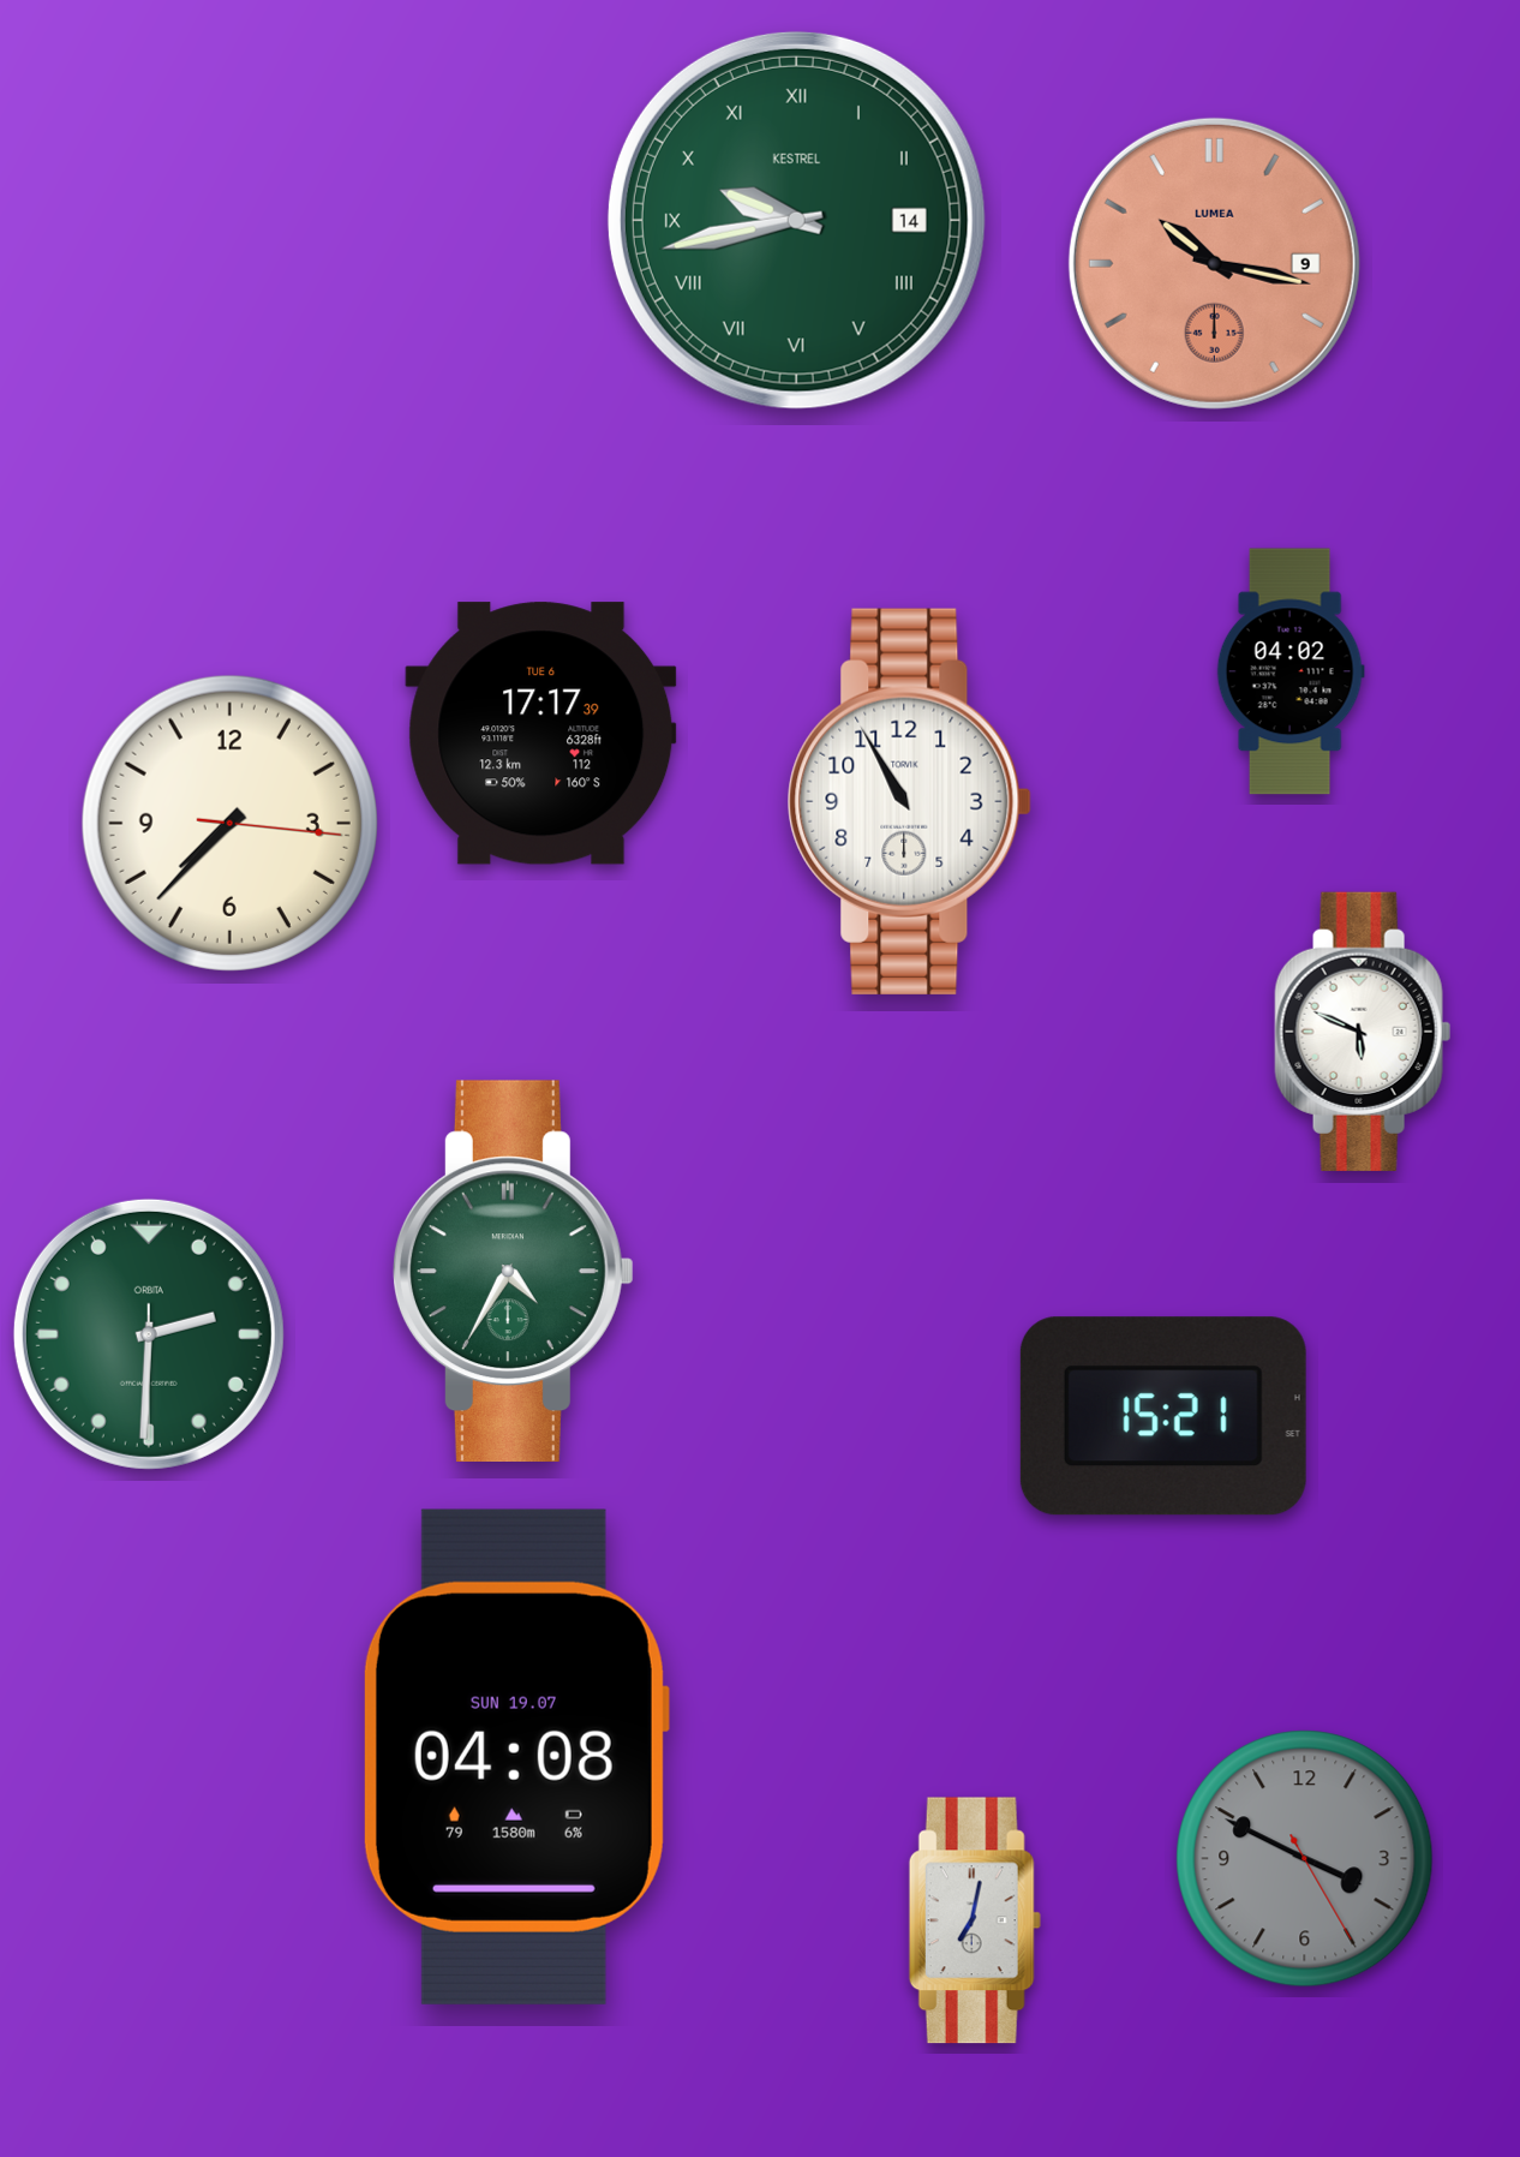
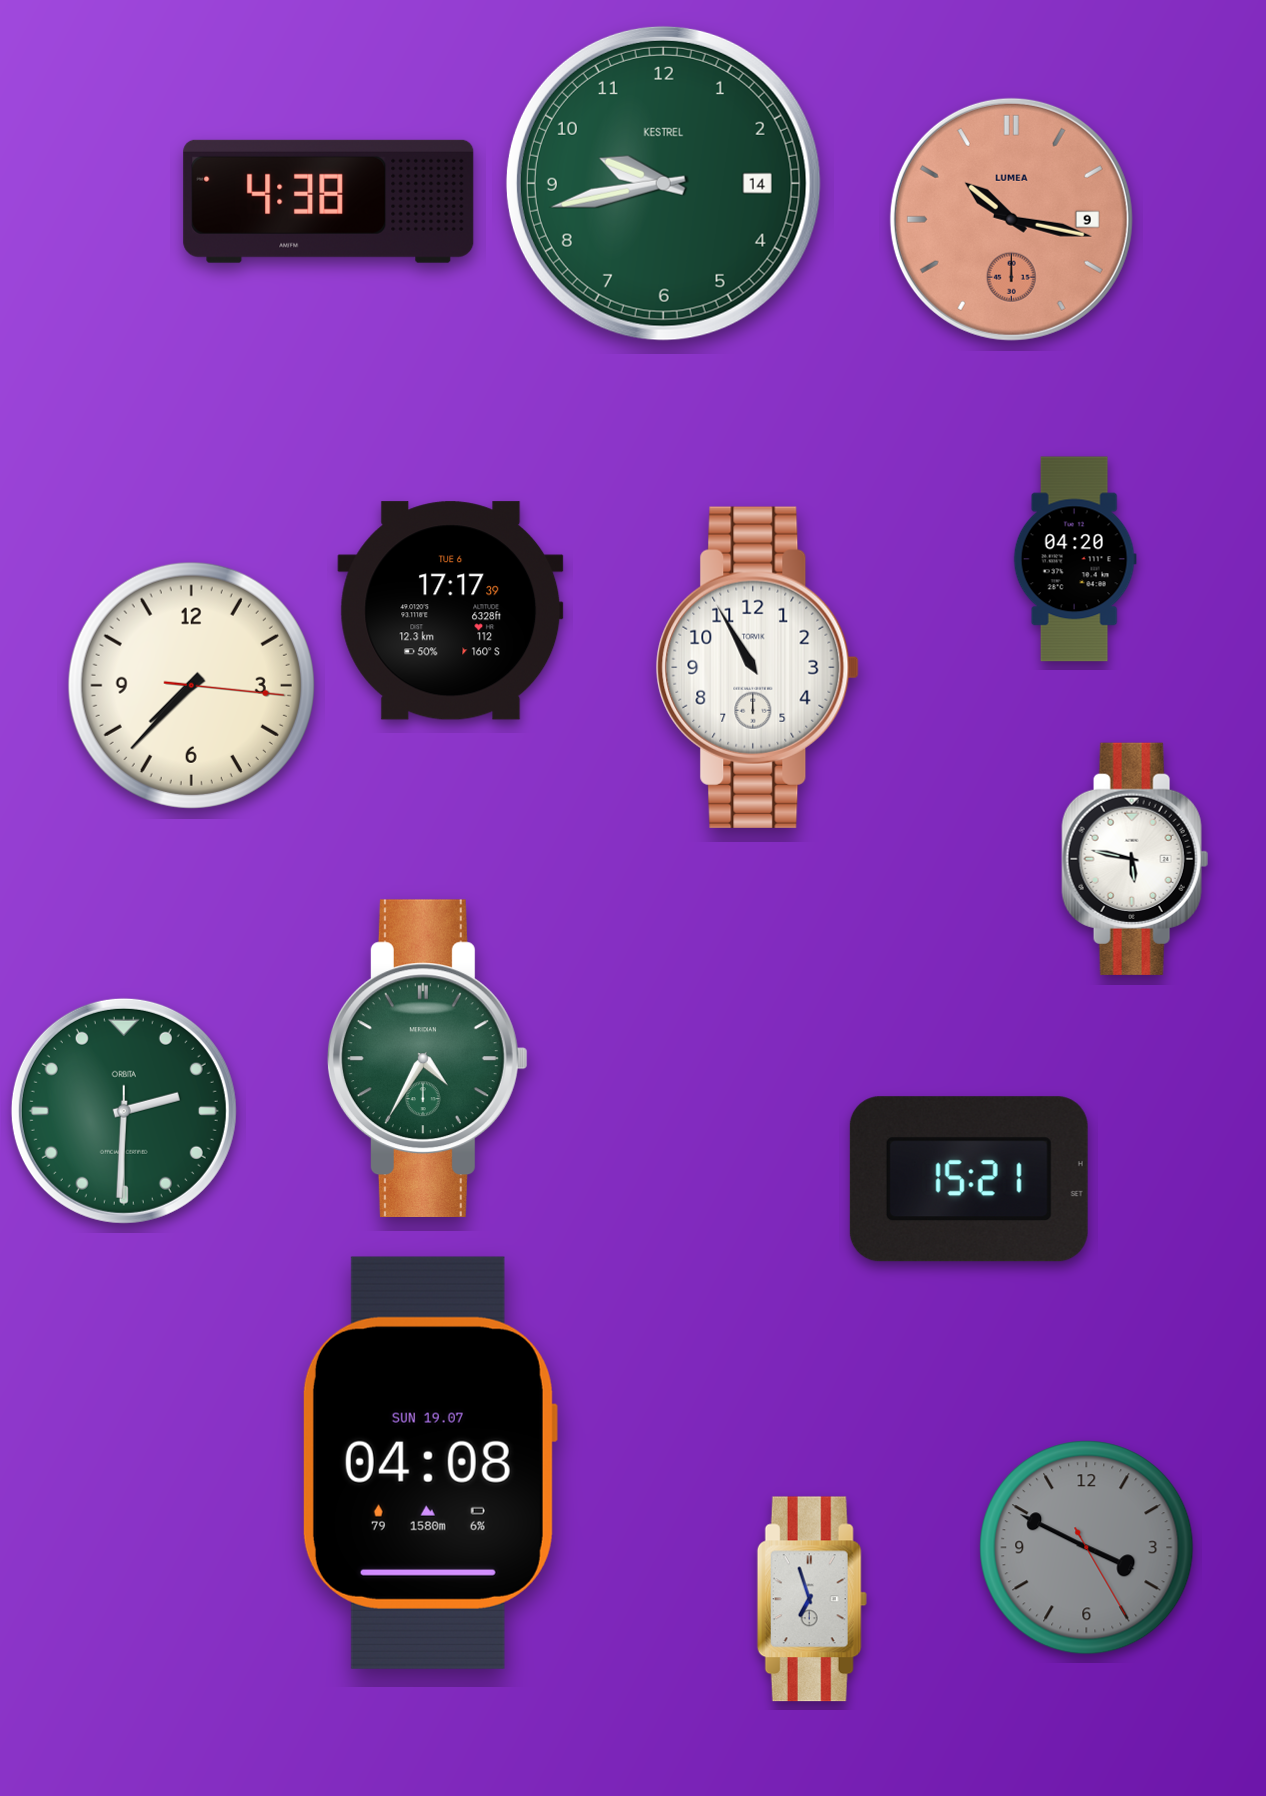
clock at (796, 220) numerals: Roman -> Arabic
clock at (329, 201): none -> 4:38
clock at (1291, 671): 04:02 -> 04:20
clock at (1363, 1032): 5:49 -> 5:47
clock at (975, 1920): 7:02 -> 6:57
